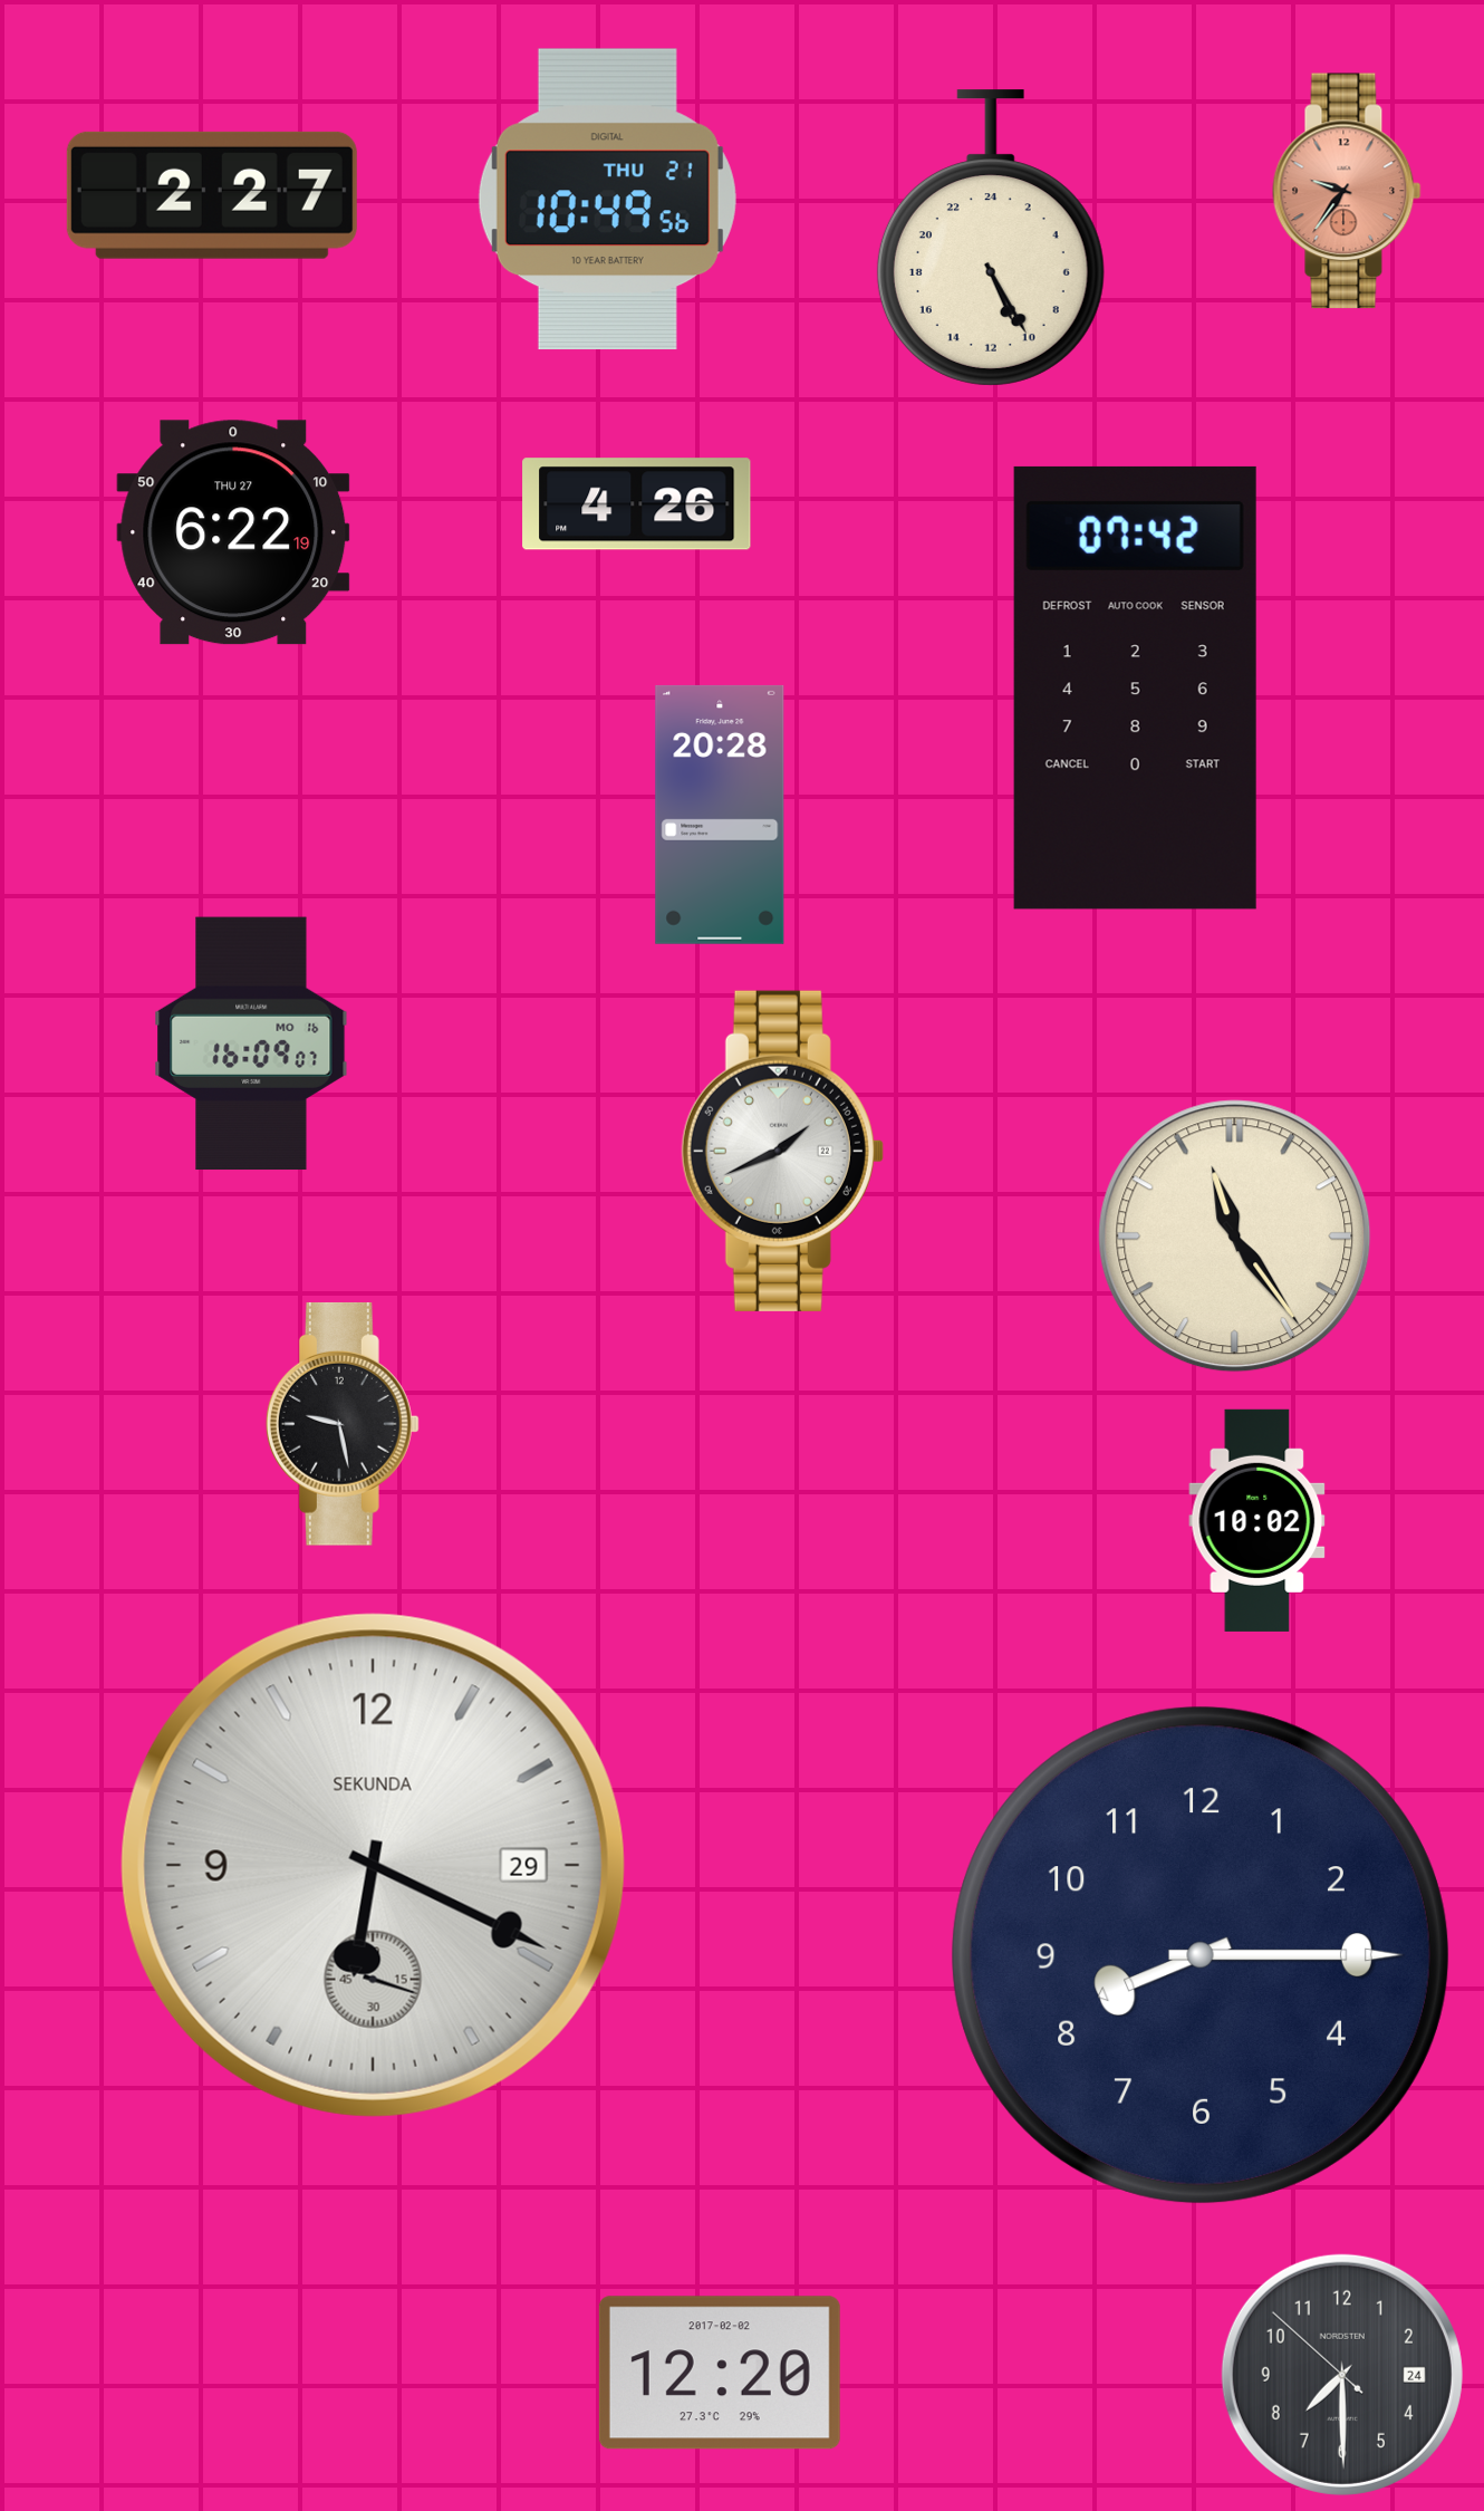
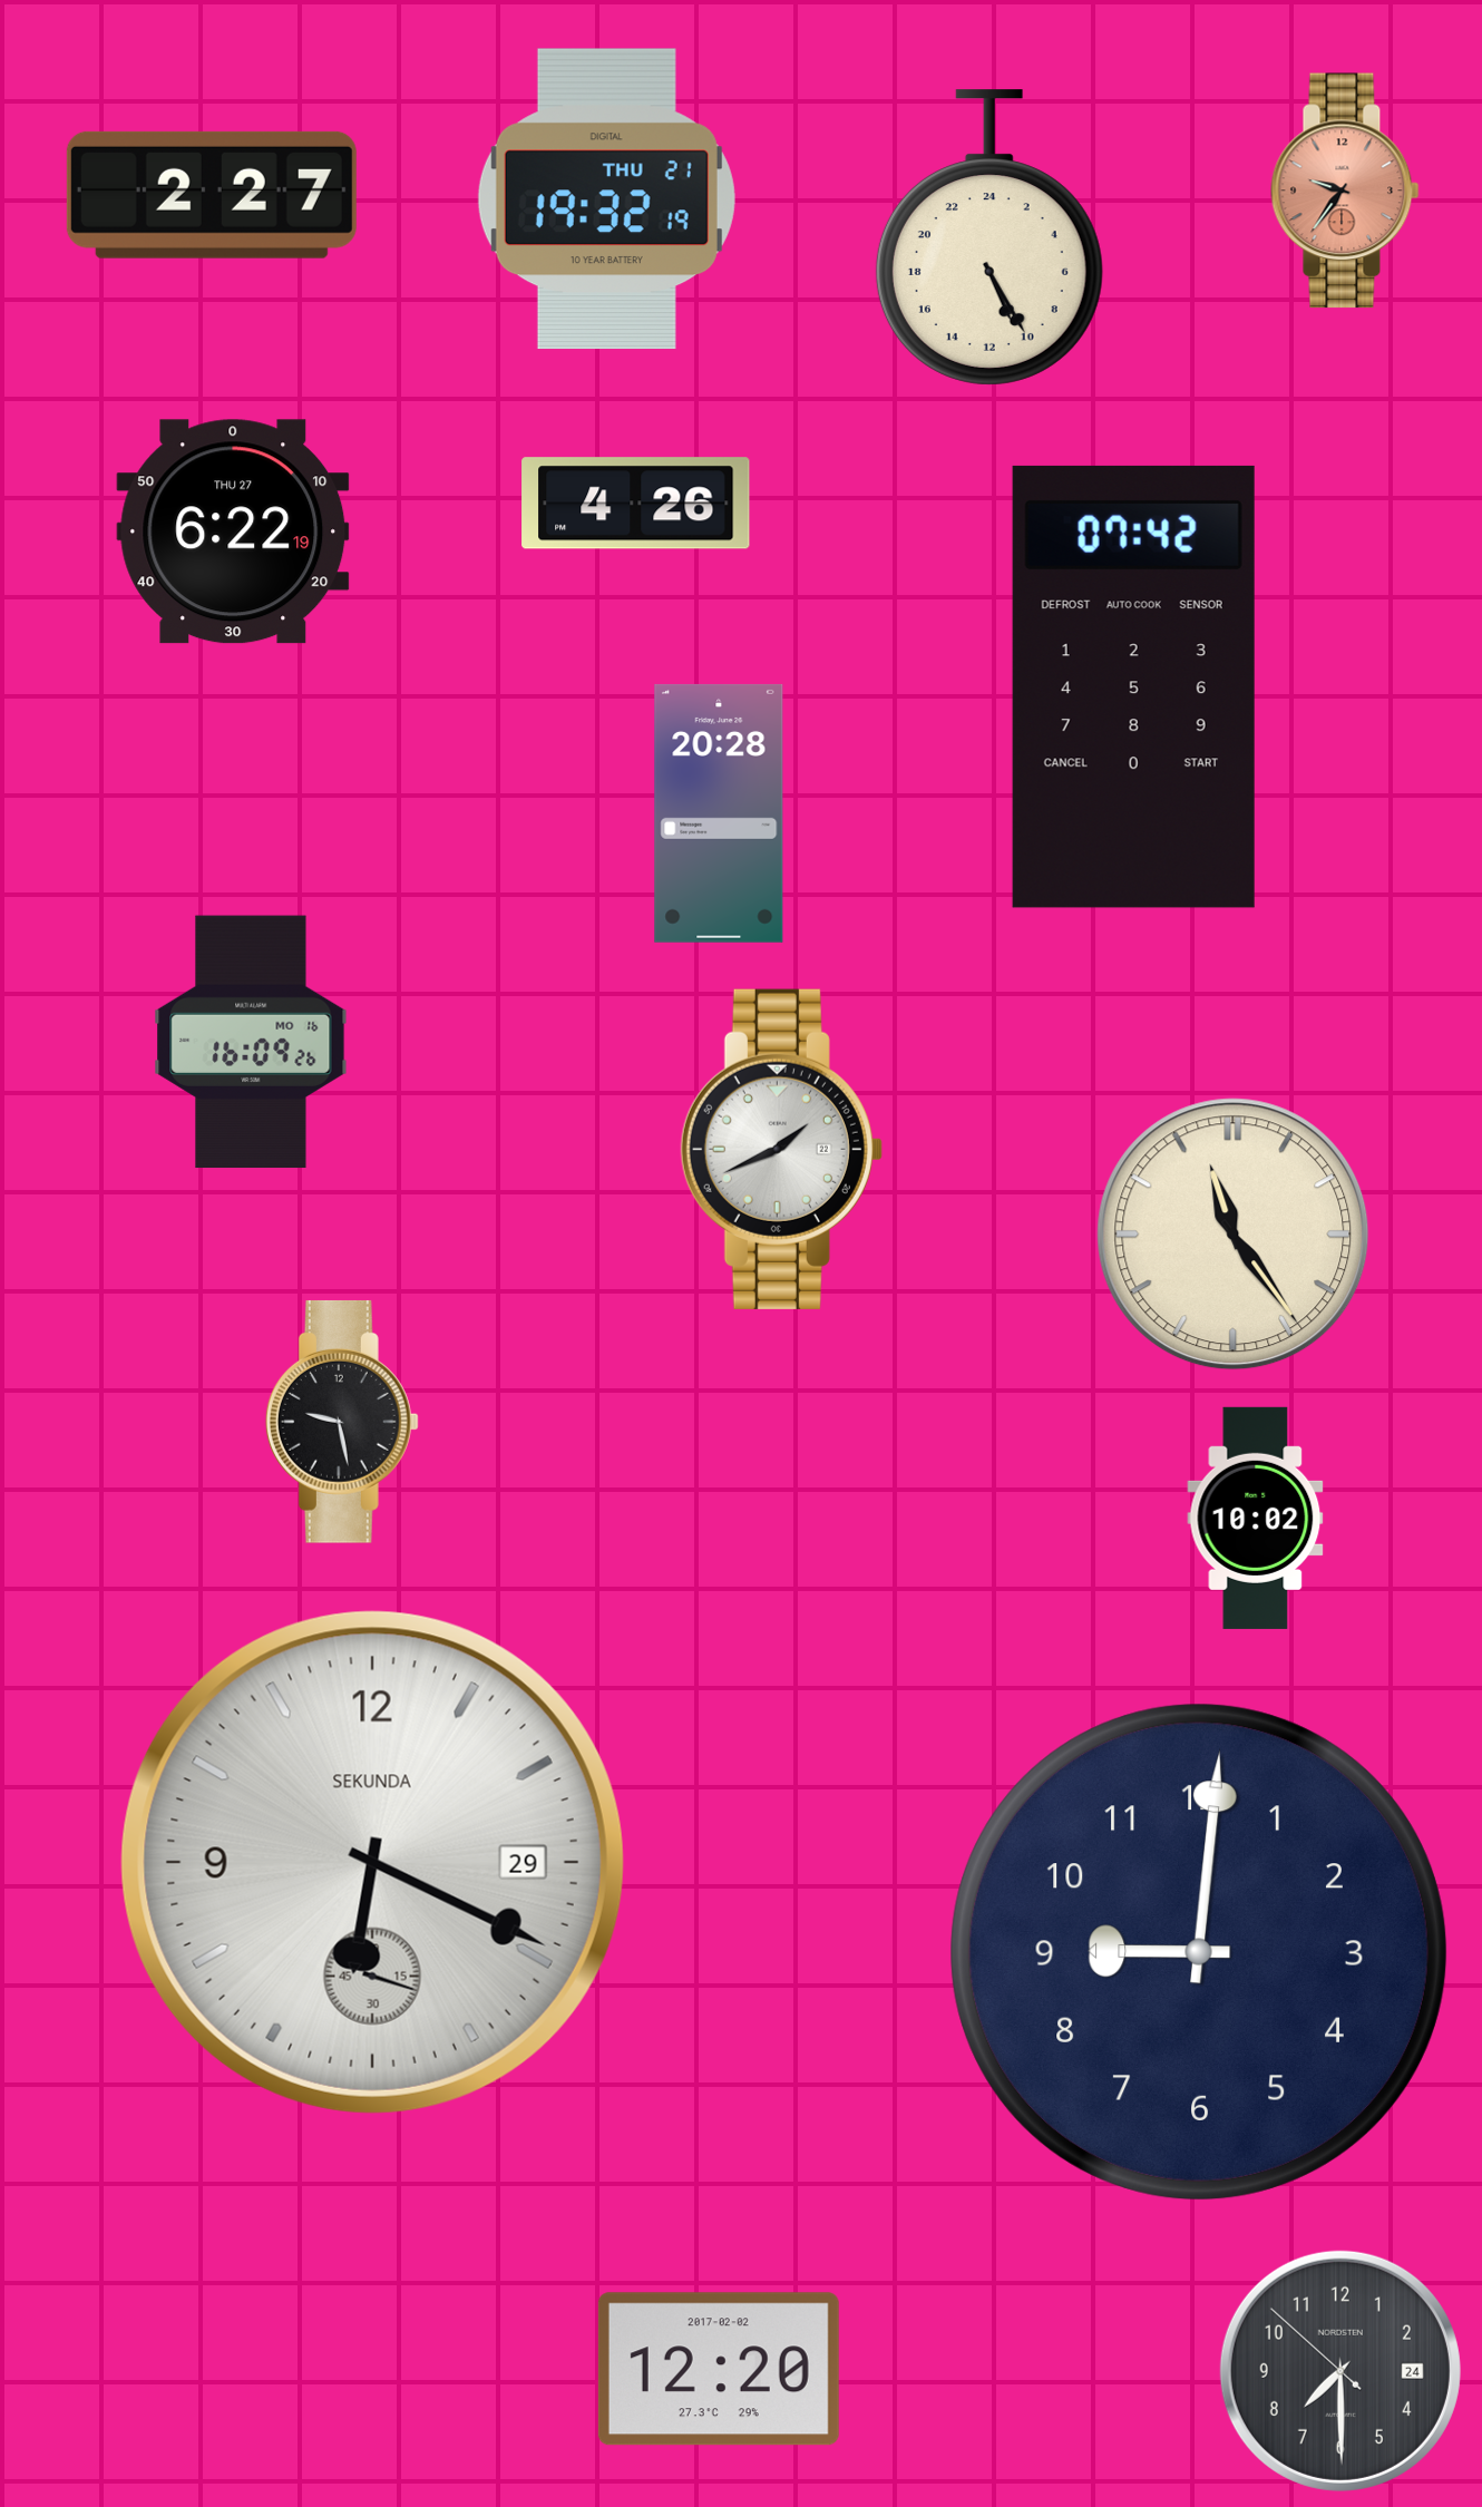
clock at (607, 200): 10:49 -> 19:32
clock at (251, 1043): 16:09:07 -> 16:09:26
clock at (1201, 1955): 8:15 -> 9:01
